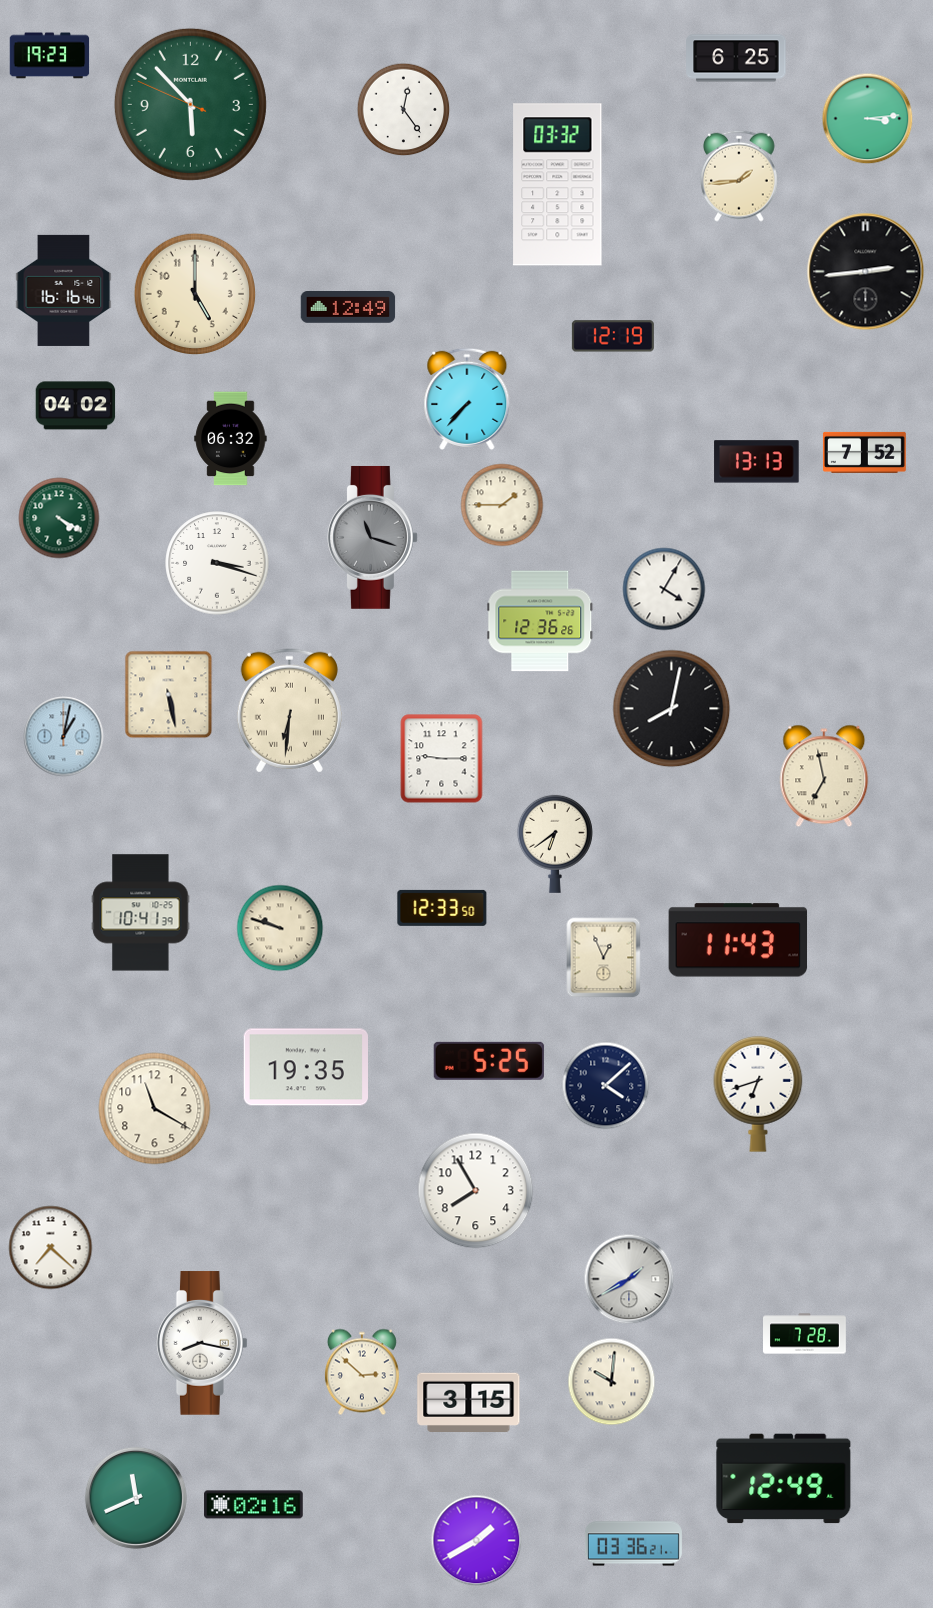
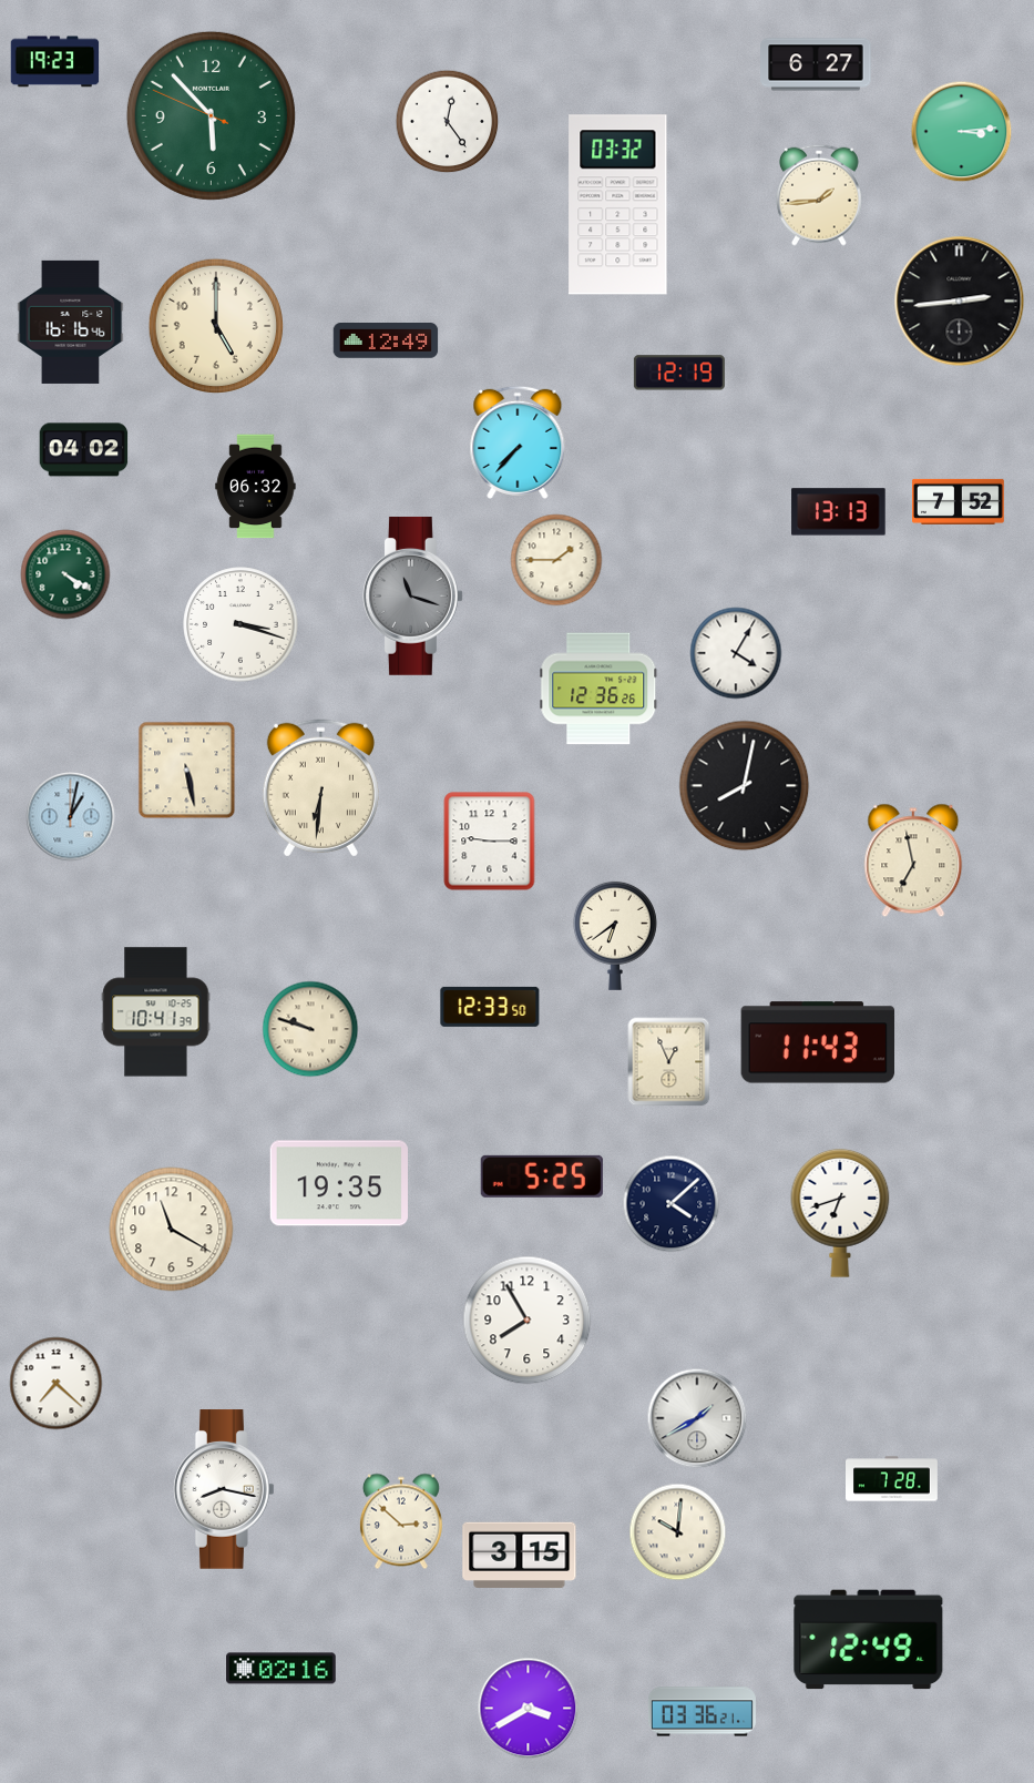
clock at (736, 58): 6:25 -> 6:27
clock at (136, 1498): 11:41 -> none
clock at (477, 1541): 1:40 -> 3:40
